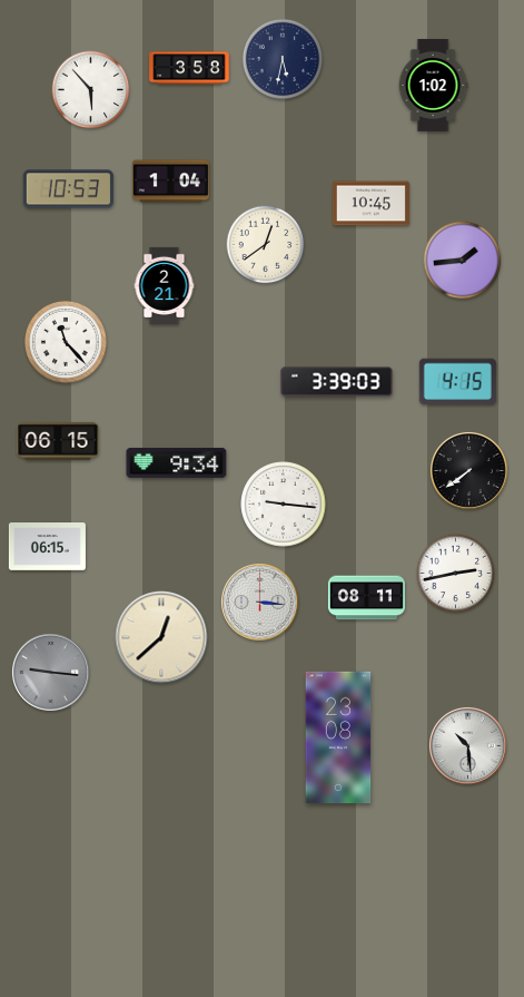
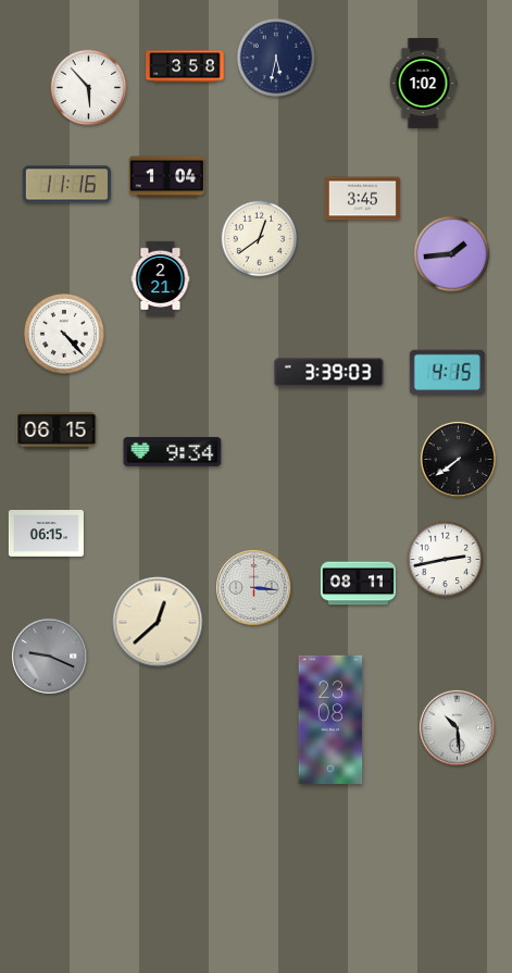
clock at (68, 189): 10:53 -> 11:16
clock at (370, 204): 10:45 -> 3:45
clock at (66, 342): 11:23 -> 4:23
clock at (284, 505): 9:16 -> none
clock at (50, 672): 9:16 -> 9:19
